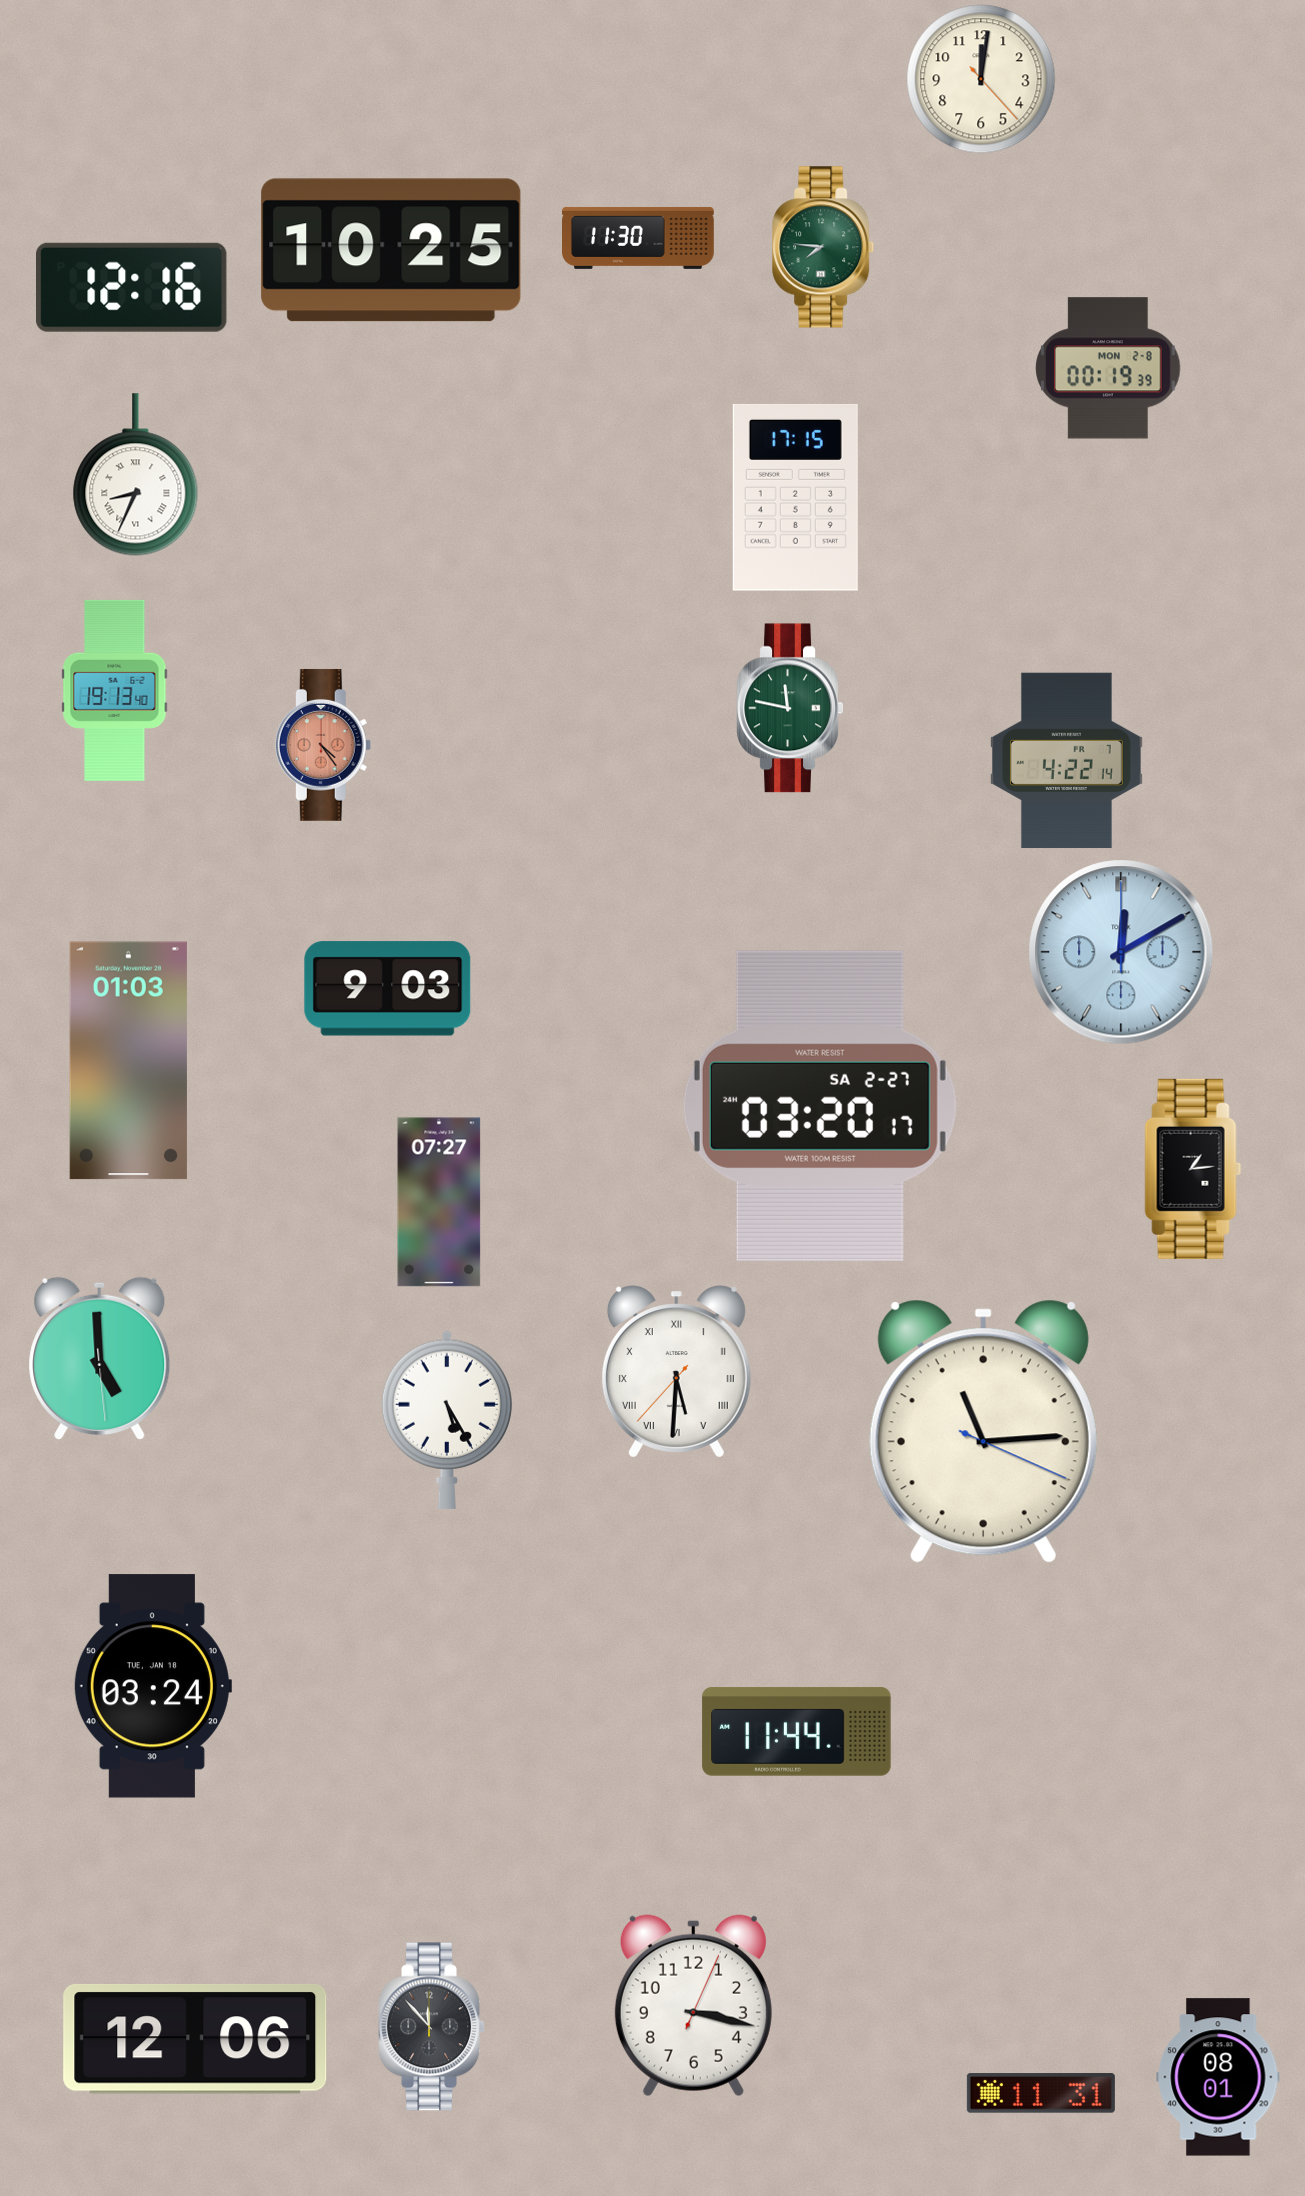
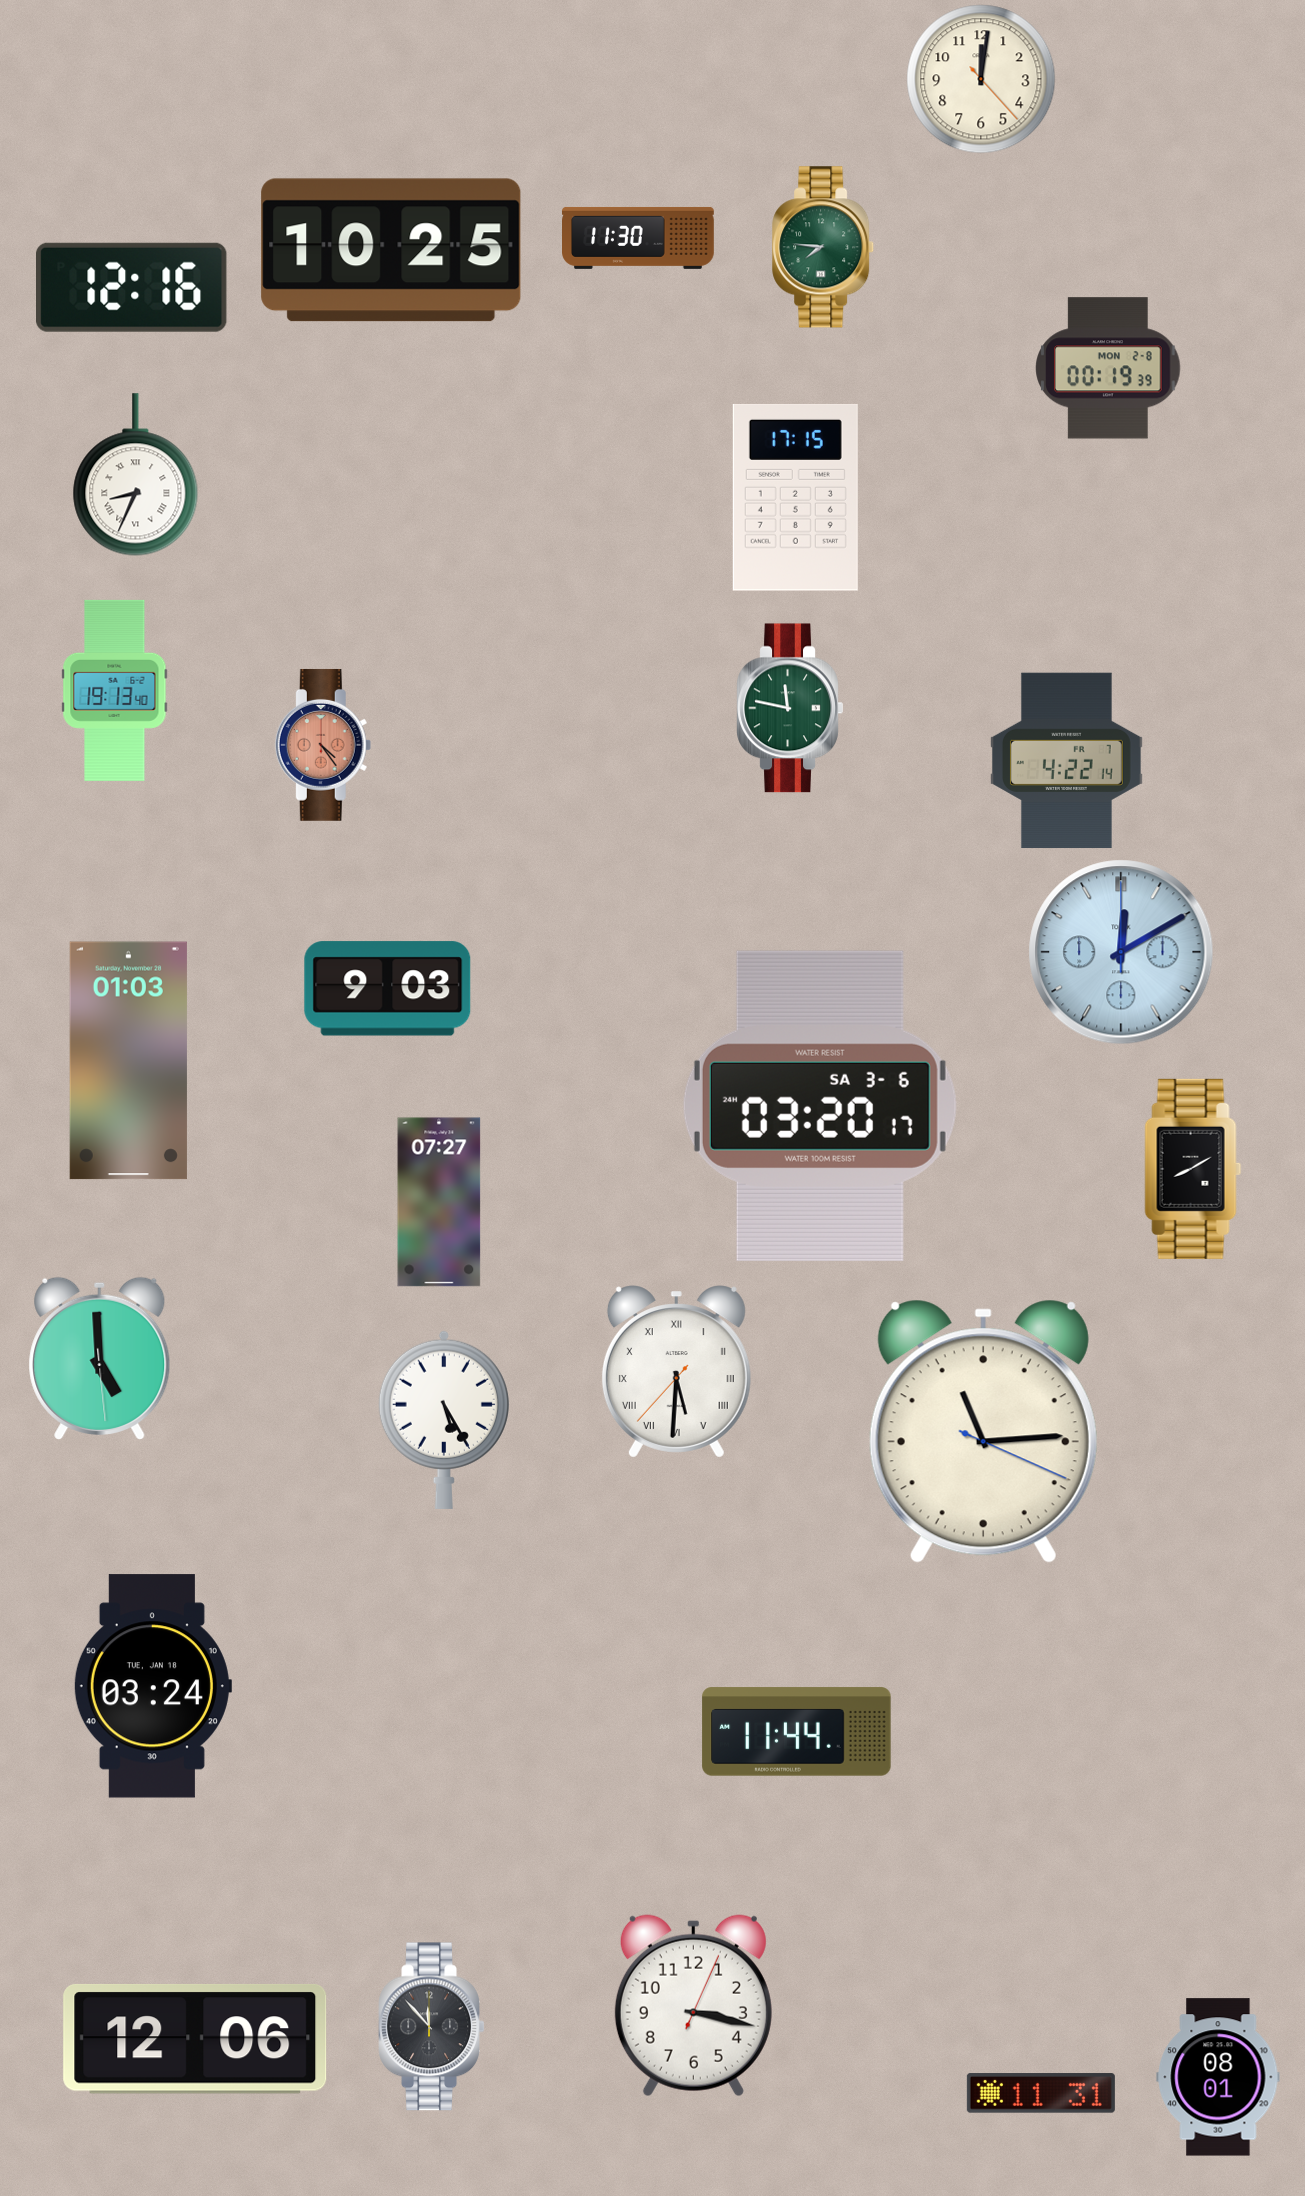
clock at (820, 1106) date: SA 2-27 -> SA 3-6
clock at (1193, 1169): 1:14 -> 8:10
clock at (447, 1420) position: (447, 1420) -> (444, 1420)
